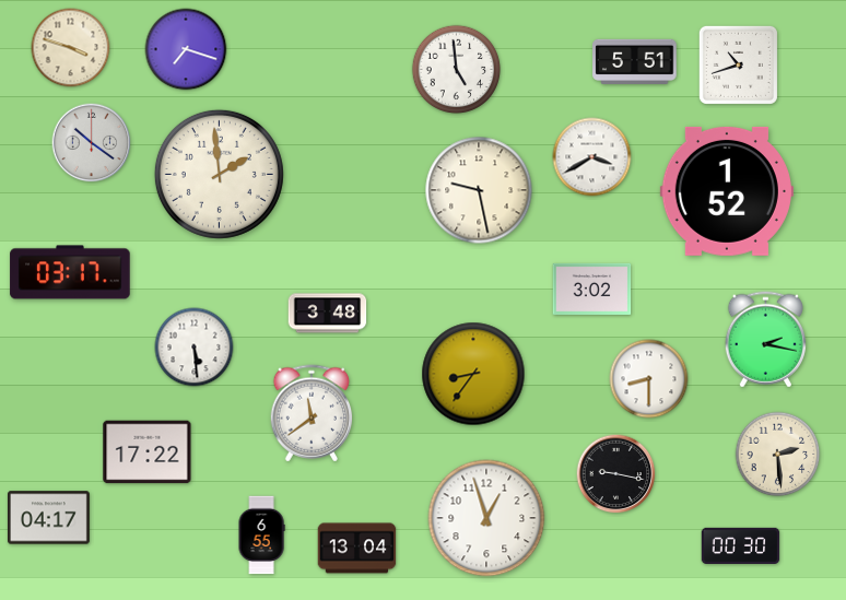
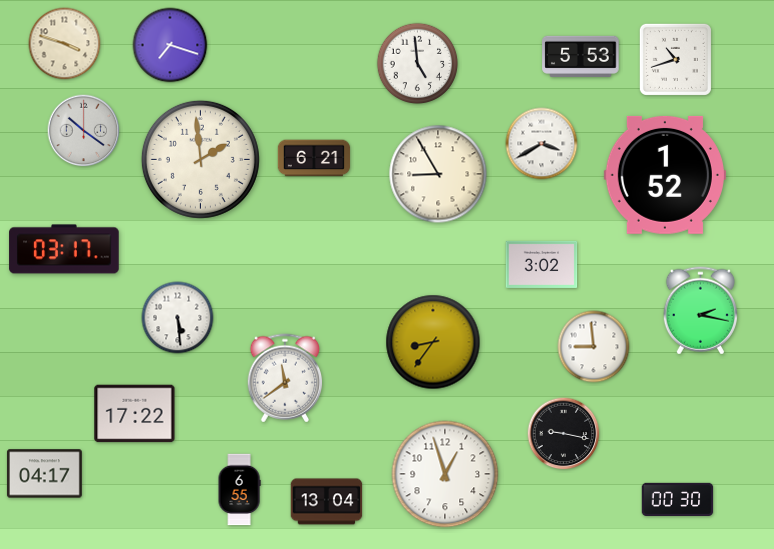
clock at (635, 61): 5:51 -> 5:53
clock at (314, 158): none -> 6:21
clock at (479, 190): 9:28 -> 8:55
clock at (328, 314): 3:48 -> none
clock at (649, 379): 8:30 -> 8:59
clock at (778, 455): 2:29 -> none
